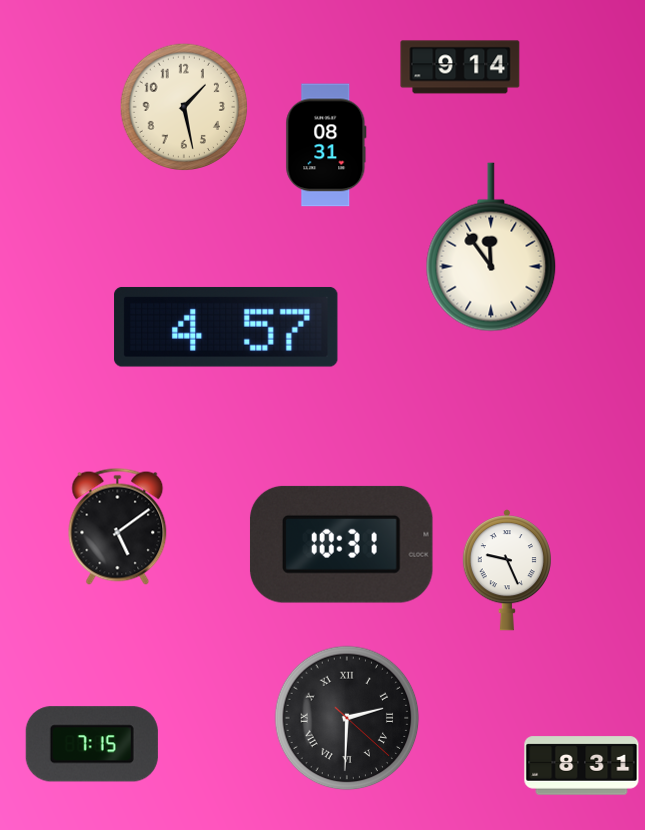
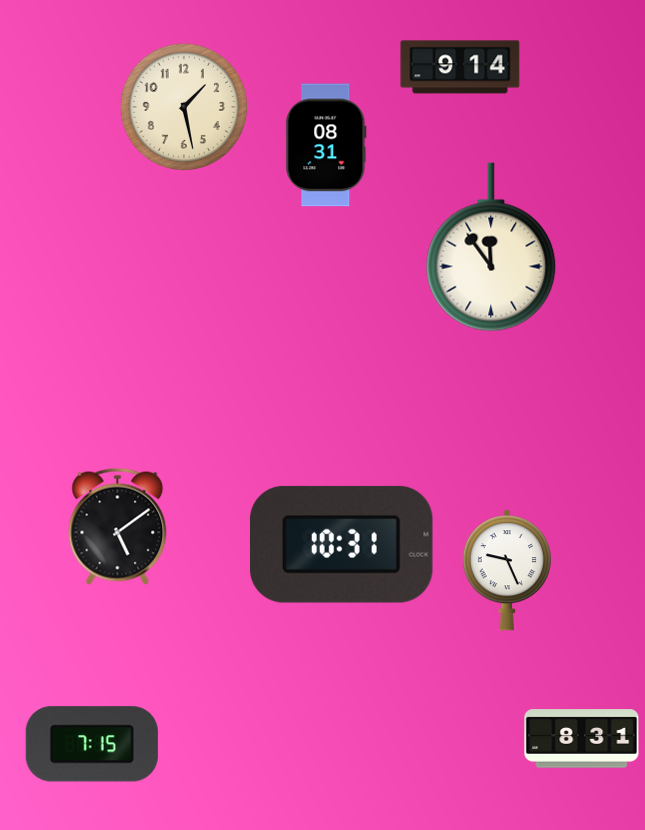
clock at (226, 327): 4:57 -> none
clock at (347, 718): 2:30 -> none
clock at (582, 766) position: (582, 766) -> (582, 739)
